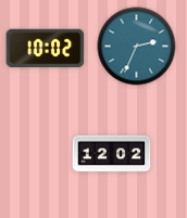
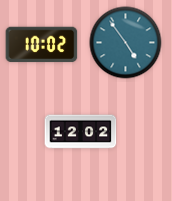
clock at (137, 47): 2:34 -> 4:54
clock at (112, 154) position: (112, 154) -> (81, 132)
